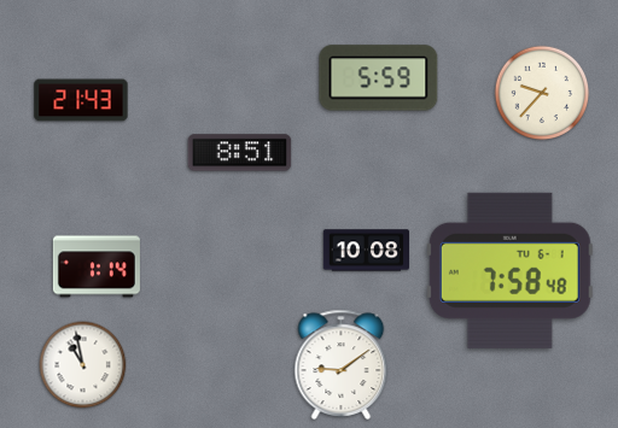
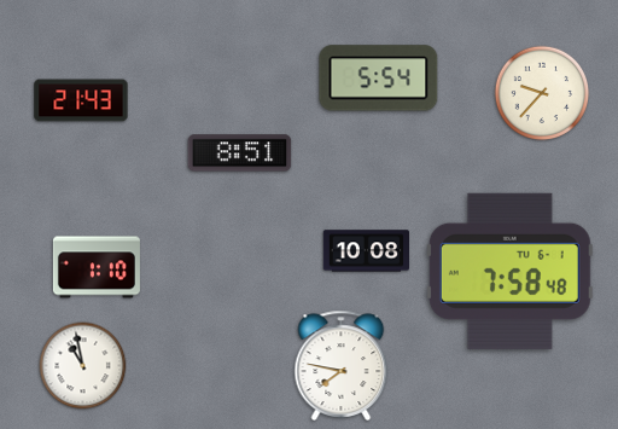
clock at (379, 78): 5:59 -> 5:54
clock at (97, 266): 1:14 -> 1:10
clock at (342, 364): 9:09 -> 7:47
